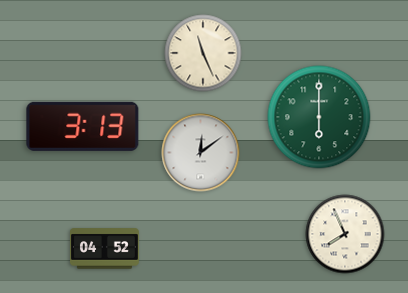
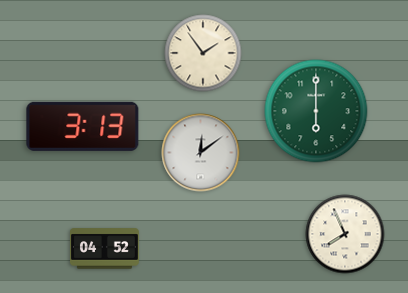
clock at (203, 53): 11:26 -> 1:54
clock at (319, 117) position: (319, 117) -> (316, 111)
